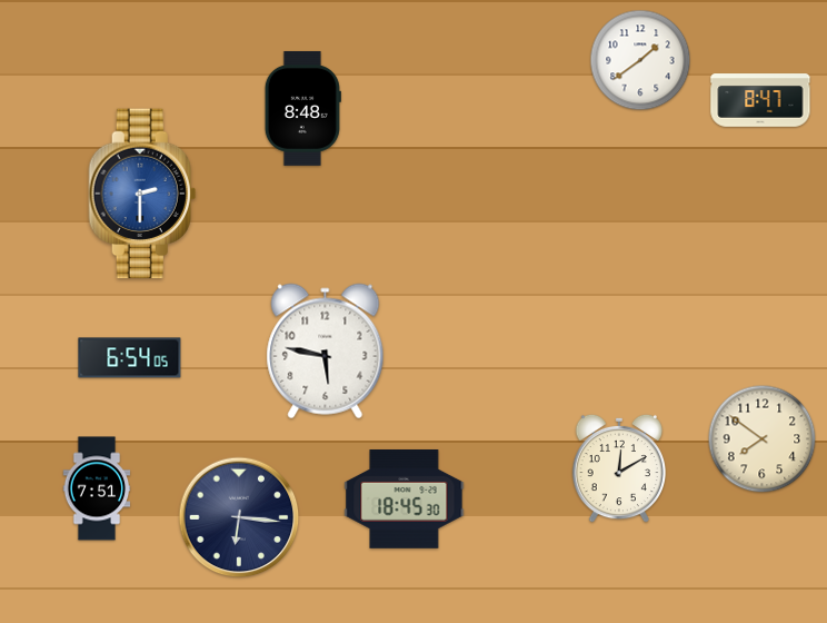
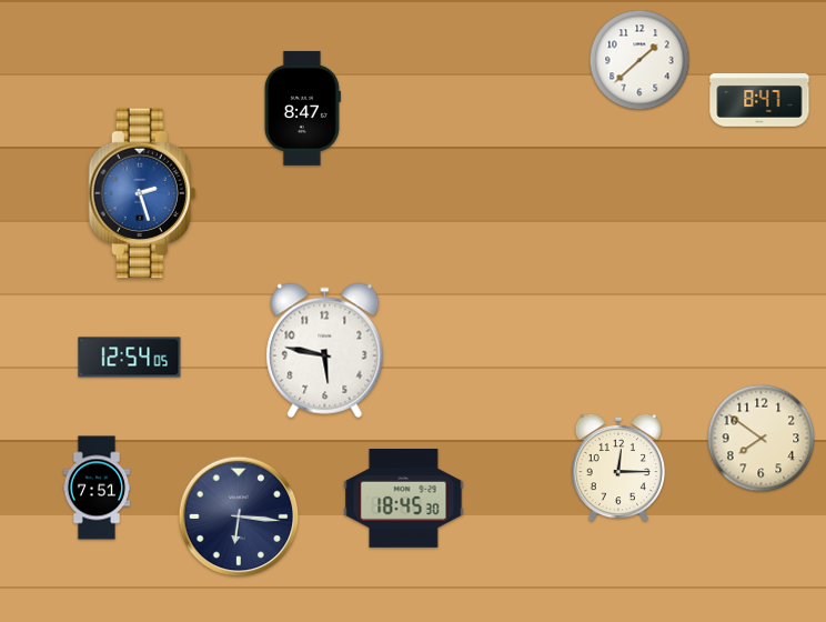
clock at (640, 60): 1:39 -> 1:38
clock at (302, 108): 8:48 -> 8:47
clock at (142, 194): 2:30 -> 2:27
clock at (130, 358): 6:54 -> 12:54
clock at (619, 468): 12:10 -> 12:15
